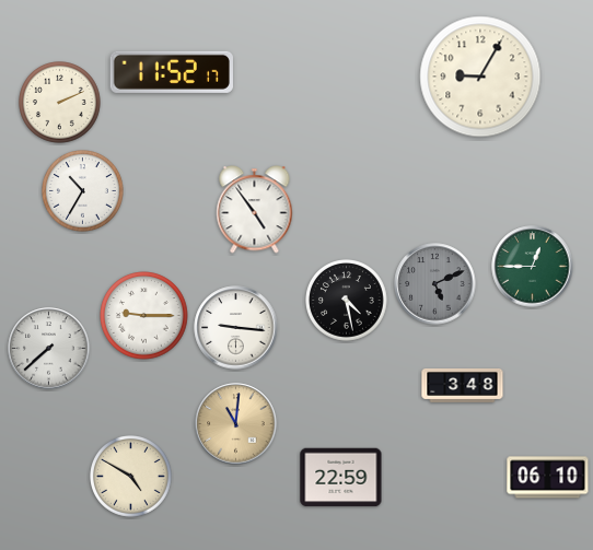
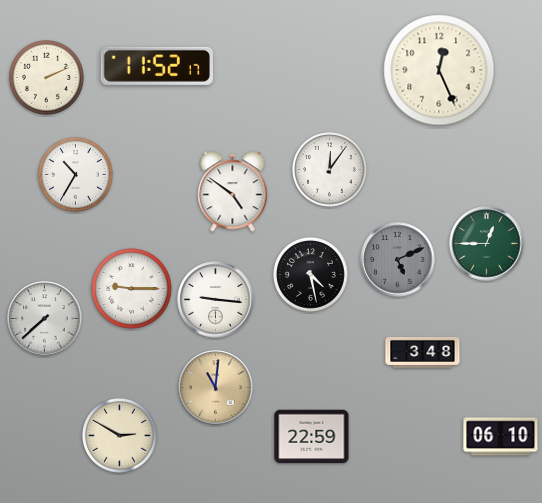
clock at (480, 77): 9:05 -> 12:26
clock at (60, 103) position: (60, 103) -> (47, 78)
clock at (330, 170): none -> 12:06
clock at (255, 210): 4:54 -> 4:51
clock at (347, 301) position: (347, 301) -> (311, 275)
clock at (131, 477): 4:50 -> 2:50
